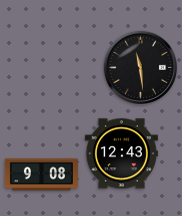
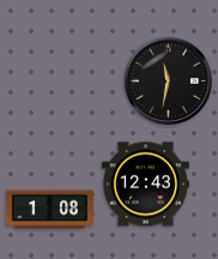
clock at (141, 68): 11:29 -> 11:32
clock at (41, 175): 9:08 -> 1:08
